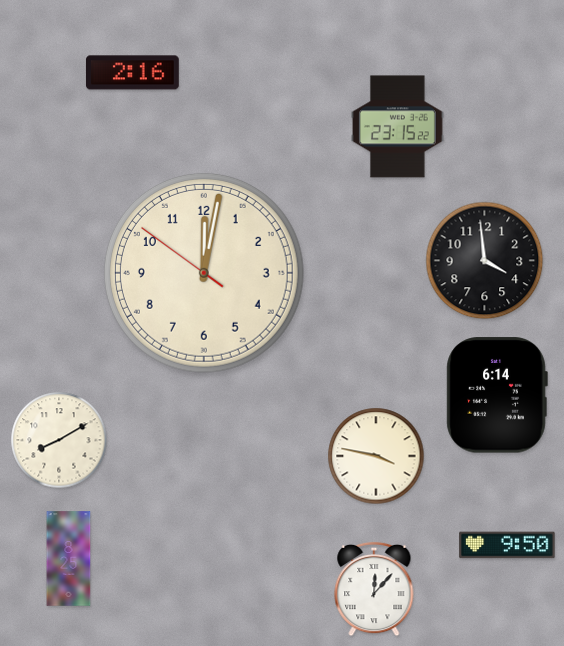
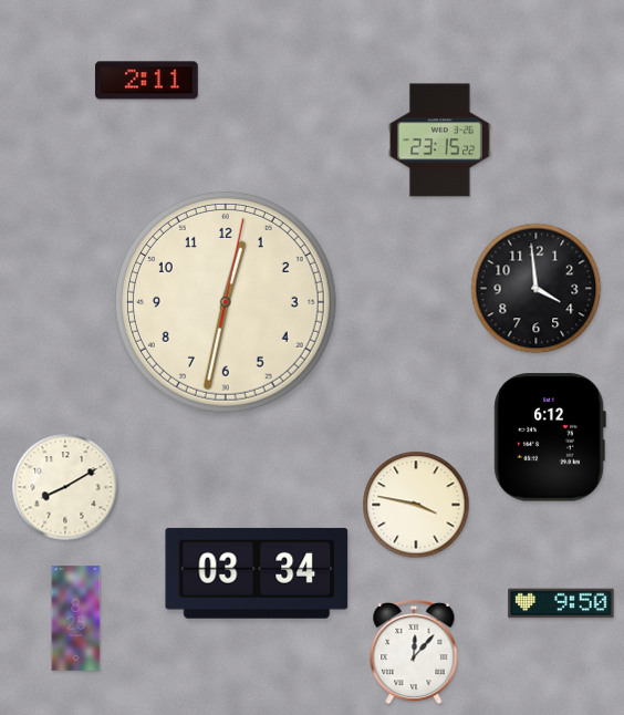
clock at (132, 73): 2:16 -> 2:11
clock at (204, 273): 12:01 -> 12:32
clock at (497, 395): 6:14 -> 6:12
clock at (257, 573): none -> 03:34
